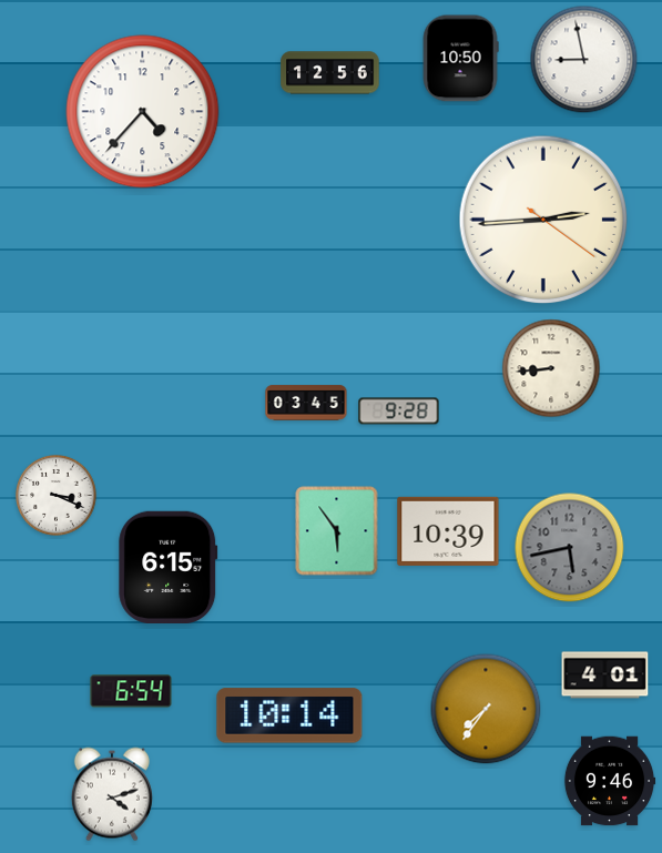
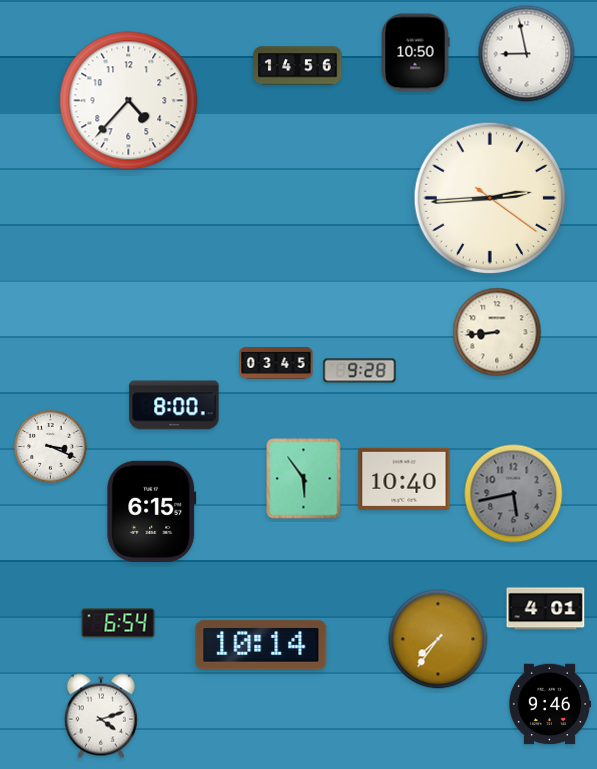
clock at (330, 73): 12:56 -> 14:56
clock at (174, 405): none -> 8:00
clock at (448, 531): 10:39 -> 10:40
